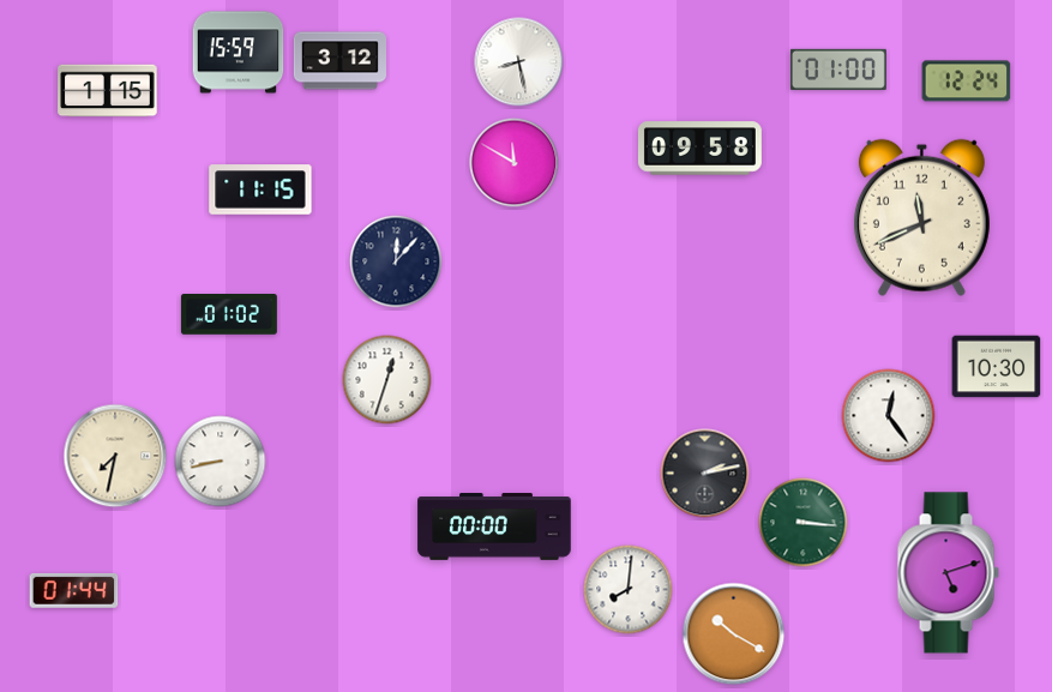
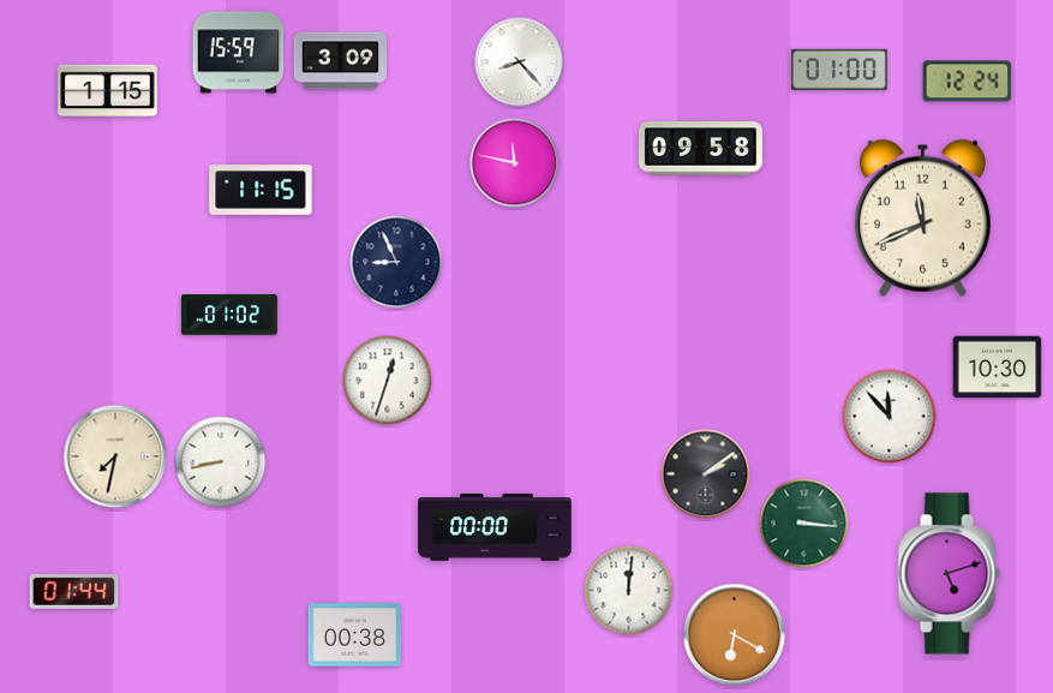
clock at (339, 61): 3:12 -> 3:09
clock at (519, 62): 8:28 -> 8:23
clock at (515, 163): 11:50 -> 11:47
clock at (396, 261): 12:07 -> 8:56
clock at (889, 416): 12:24 -> 11:53
clock at (705, 474): 2:13 -> 2:09
clock at (629, 590): 8:01 -> 12:01
clock at (354, 635): none -> 00:38
clock at (734, 634): 10:20 -> 6:20
